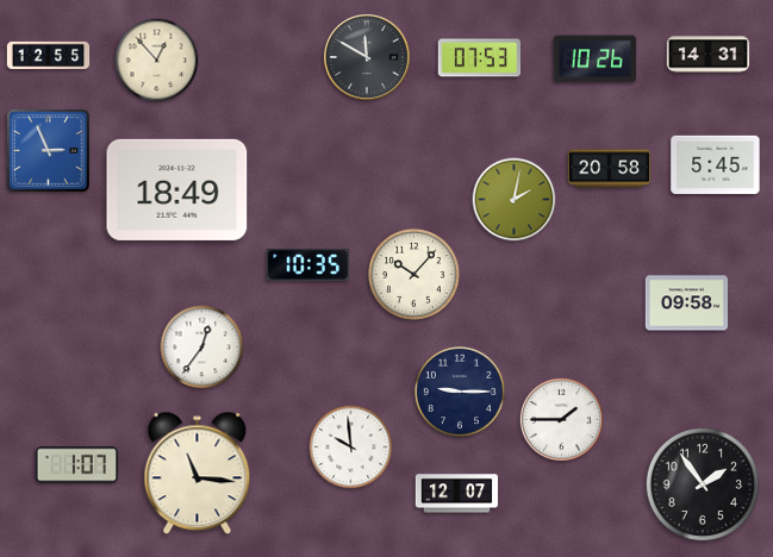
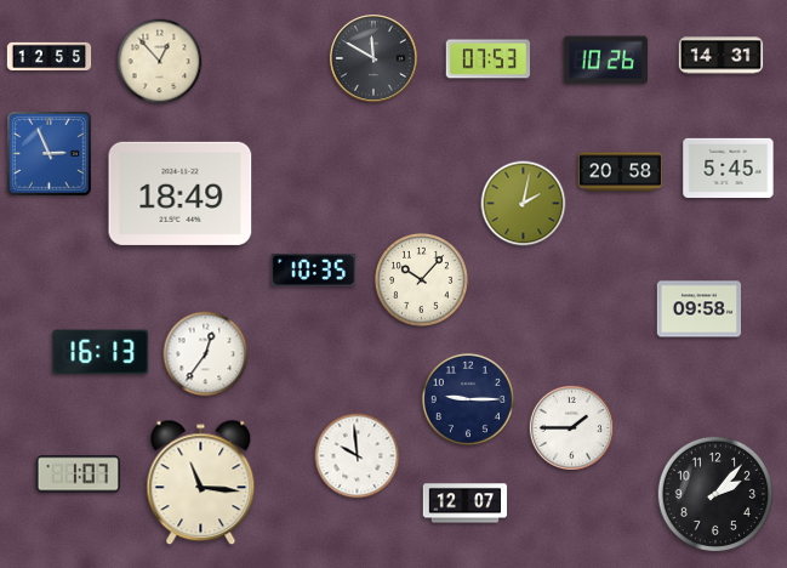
clock at (101, 352): none -> 16:13
clock at (702, 483): 1:54 -> 2:07
